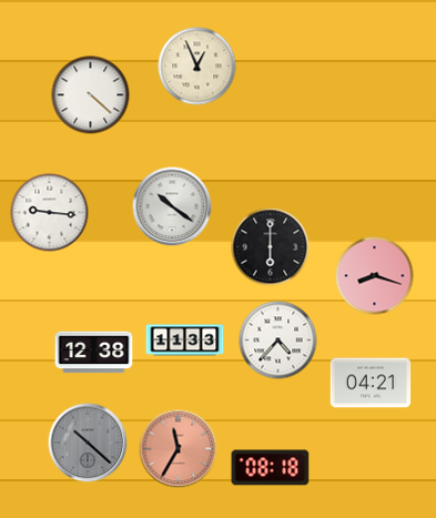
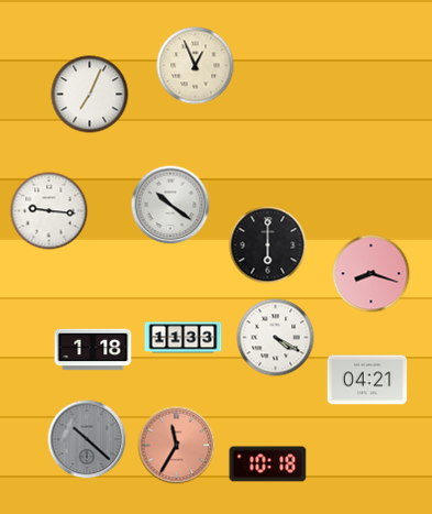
clock at (91, 95): 4:22 -> 7:04
clock at (278, 341): 4:37 -> 4:20
clock at (94, 353): 12:38 -> 1:18
clock at (271, 468): 08:18 -> 10:18
